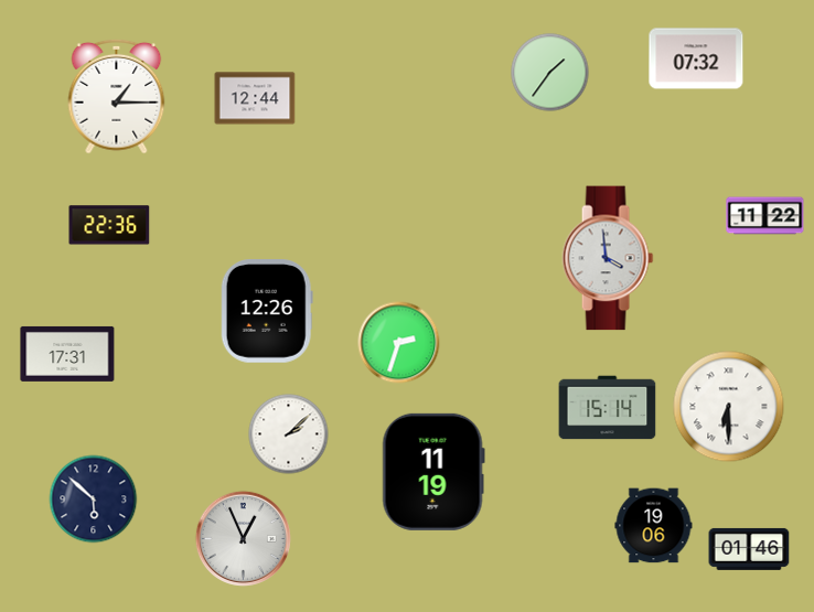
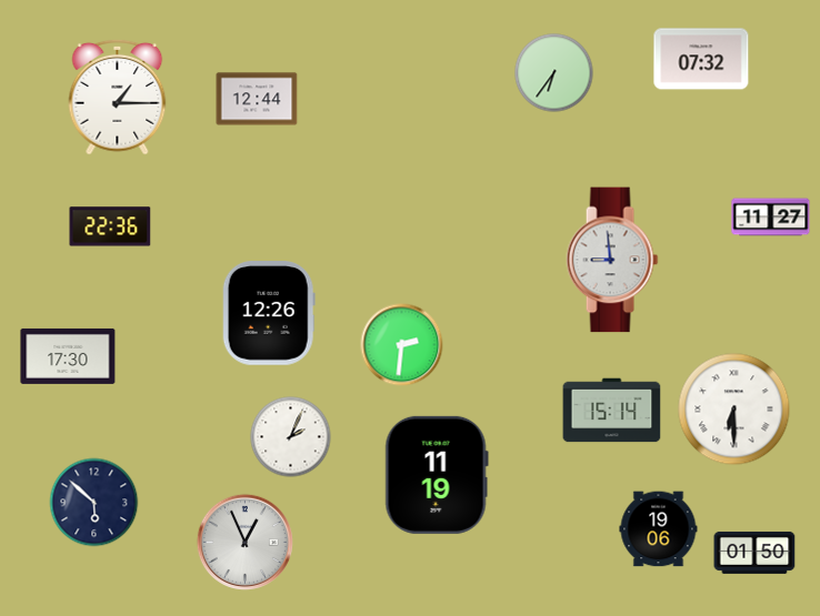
clock at (550, 73): 1:36 -> 6:36
clock at (765, 216): 11:22 -> 11:27
clock at (608, 258): 3:59 -> 8:59
clock at (399, 343): 2:33 -> 2:31
clock at (67, 354): 17:31 -> 17:30
clock at (289, 434): 2:08 -> 2:04
clock at (749, 549): 01:46 -> 01:50
